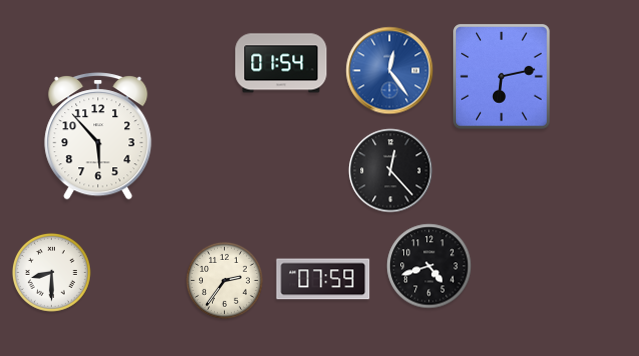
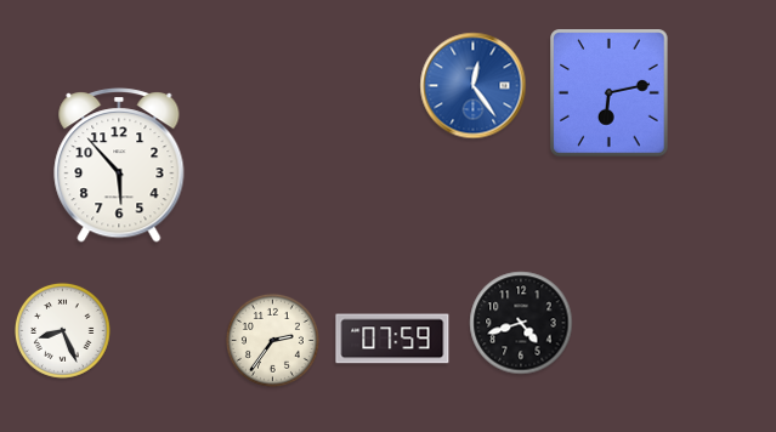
clock at (281, 63): 01:54 -> none
clock at (391, 171): 12:23 -> none
clock at (51, 272): 8:30 -> 8:26
